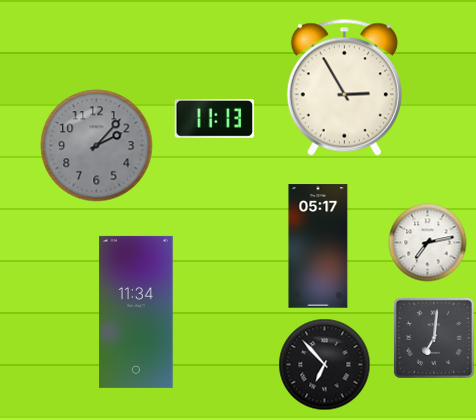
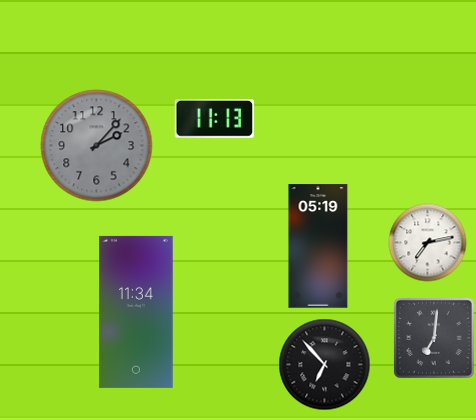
clock at (344, 87): 2:55 -> none
clock at (318, 246): 05:17 -> 05:19
